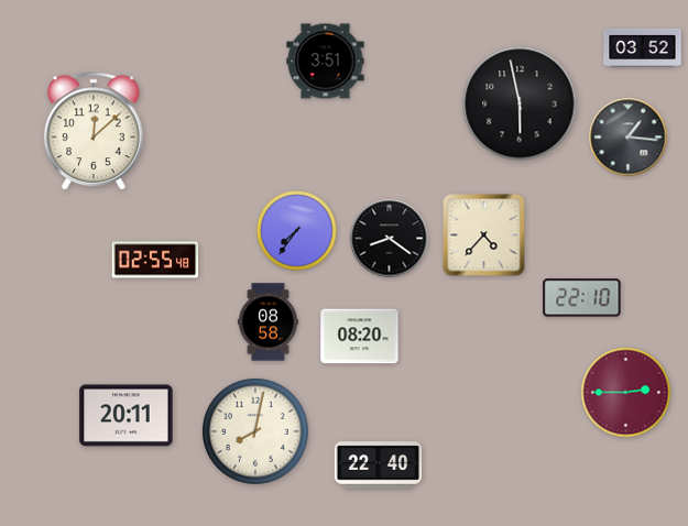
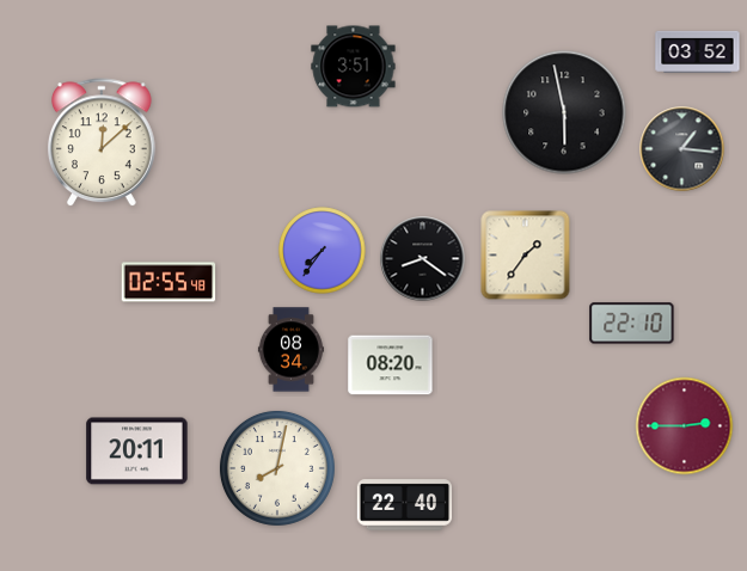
clock at (484, 235): 4:37 -> 1:36
clock at (267, 322): 08:58 -> 08:34
clock at (626, 393) position: (626, 393) -> (685, 426)
clock at (379, 465) position: (379, 465) -> (405, 505)
